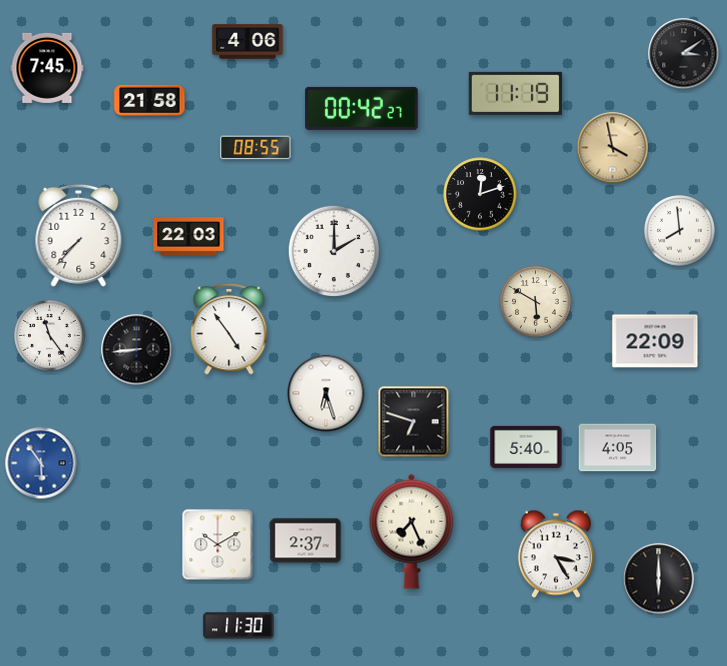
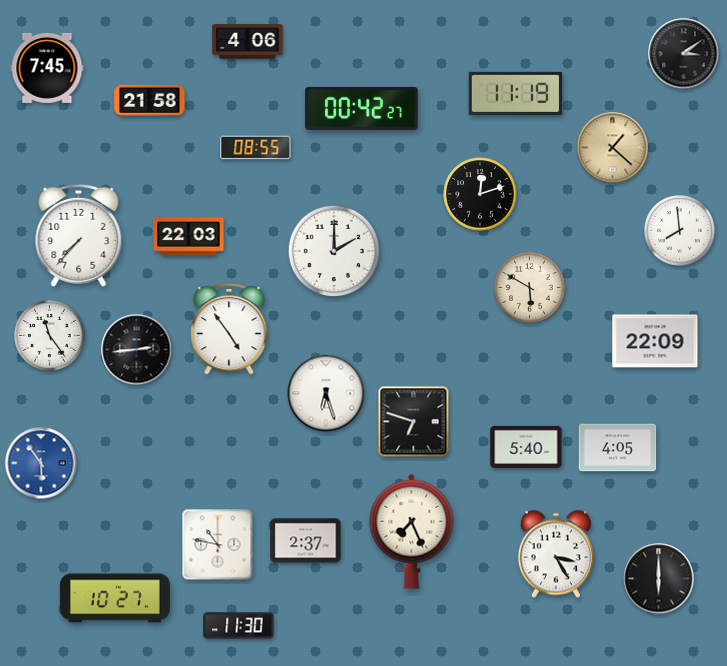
clock at (613, 148): 3:58 -> 1:22
clock at (536, 302) position: (536, 302) -> (530, 288)
clock at (137, 350): 8:44 -> 2:44
clock at (218, 545): 10:10 -> 10:47
clock at (115, 598): none -> 10:27
